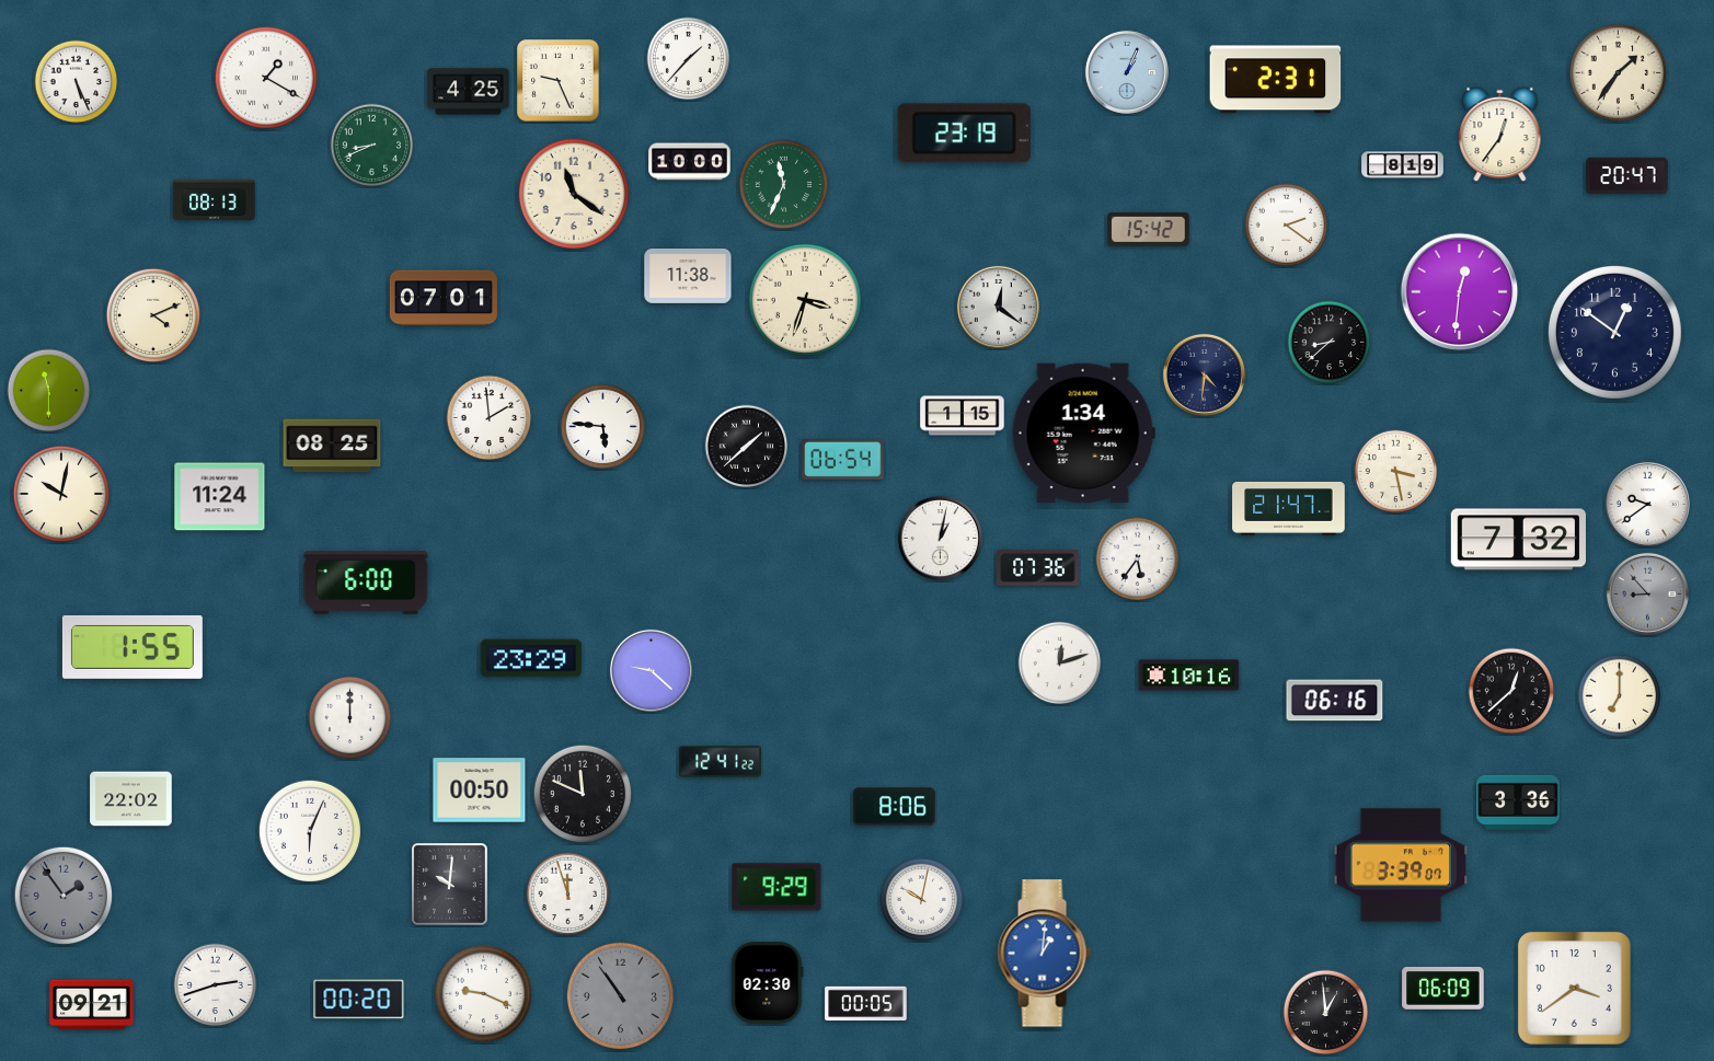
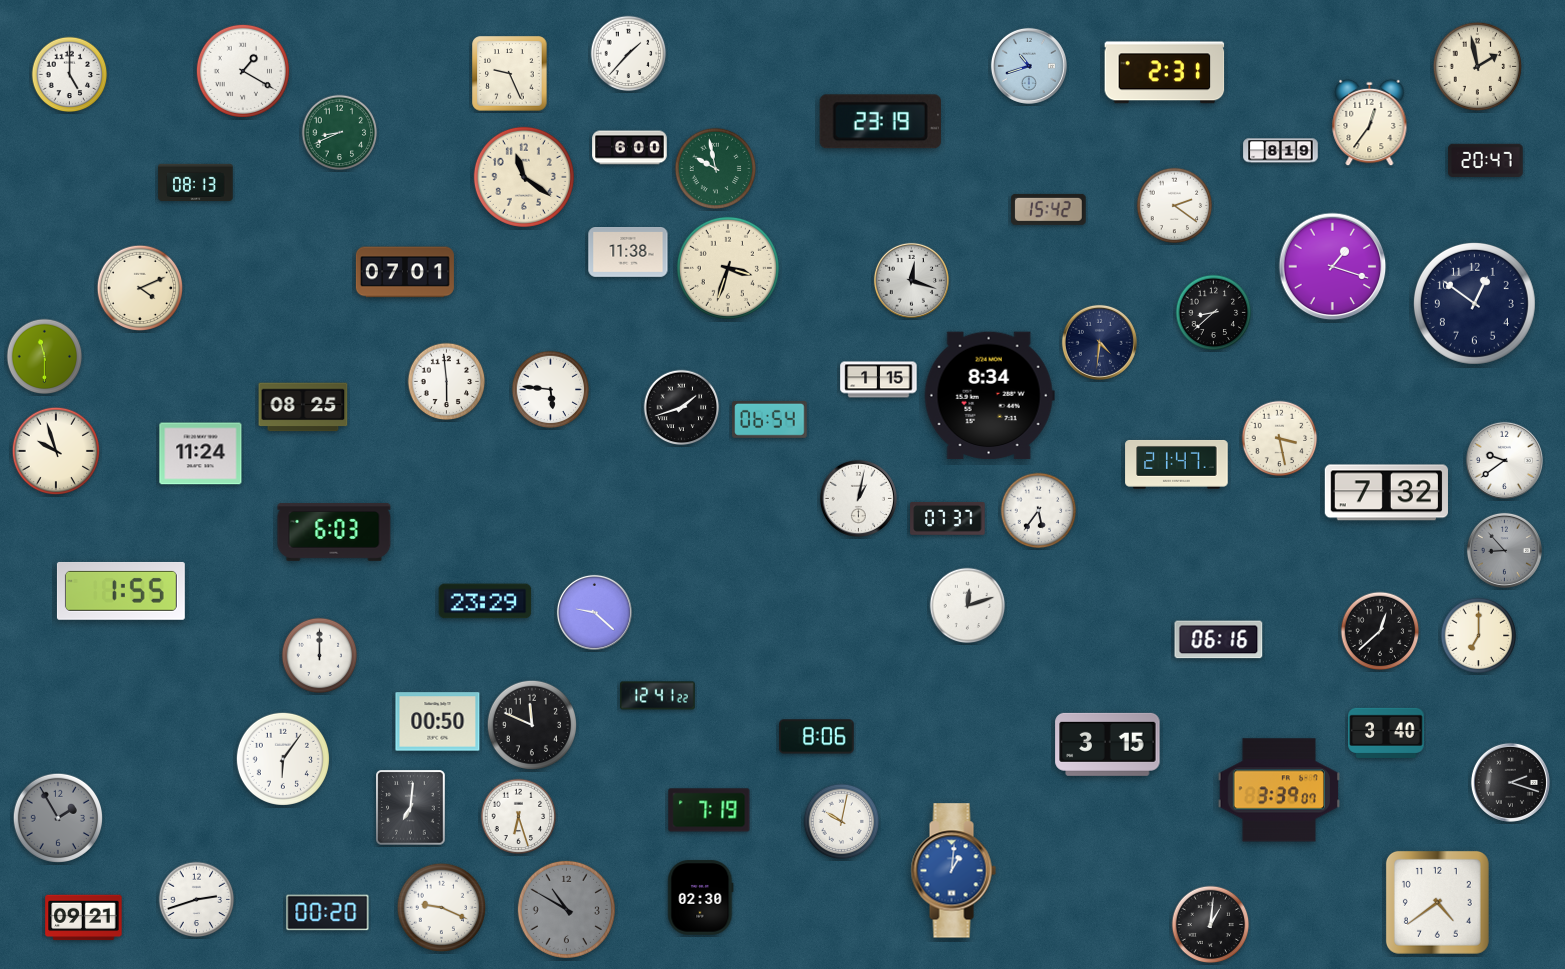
clock at (1127, 72): 1:04 -> 10:42
clock at (1618, 72): 1:36 -> 1:58
clock at (77, 82): 5:26 -> 5:00
clock at (469, 92): 4:25 -> none
clock at (690, 162): 10:00 -> 6:00
clock at (784, 185): 11:34 -> 9:58
clock at (1460, 292): 12:31 -> 1:18
clock at (805, 300) position: (805, 300) -> (728, 268)
clock at (998, 307): 12:21 -> 12:18
clock at (490, 418): 1:59 -> 5:59
clock at (1083, 434): 1:34 -> 8:34
clock at (747, 447): 1:38 -> 1:42
clock at (1396, 472) position: (1396, 472) -> (1280, 439)
clock at (60, 493): 10:02 -> 9:57
clock at (940, 538) position: (940, 538) -> (858, 498)
clock at (1038, 567): 07:36 -> 07:37
clock at (366, 584): 6:00 -> 6:03
clock at (1647, 593) position: (1647, 593) -> (1504, 550)
clock at (1189, 676): 10:16 -> none
clock at (131, 799): 22:02 -> none
clock at (1518, 803): 3:36 -> 3:40
clock at (1108, 744): none -> 3:15
clock at (310, 831): 6:04 -> 6:06
clock at (1510, 782): none -> 2:18
clock at (450, 885): 10:01 -> 7:01
clock at (777, 887): 9:29 -> 7:19
clock at (62, 895): 1:54 -> 1:55
clock at (568, 895): 11:57 -> 6:27
clock at (1574, 988): 3:39 -> 4:39
clock at (1443, 989): 06:09 -> none
clock at (620, 995): 10:54 -> 10:50
clock at (866, 1004): 00:05 -> none
clock at (1326, 1013): 12:59 -> 1:01
